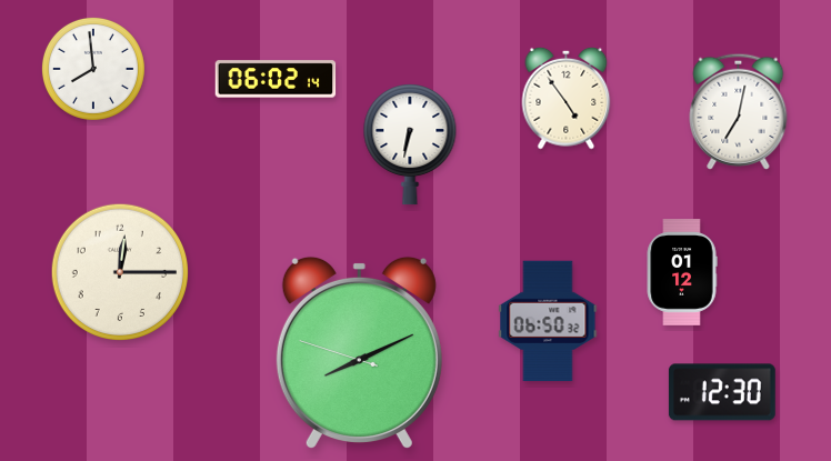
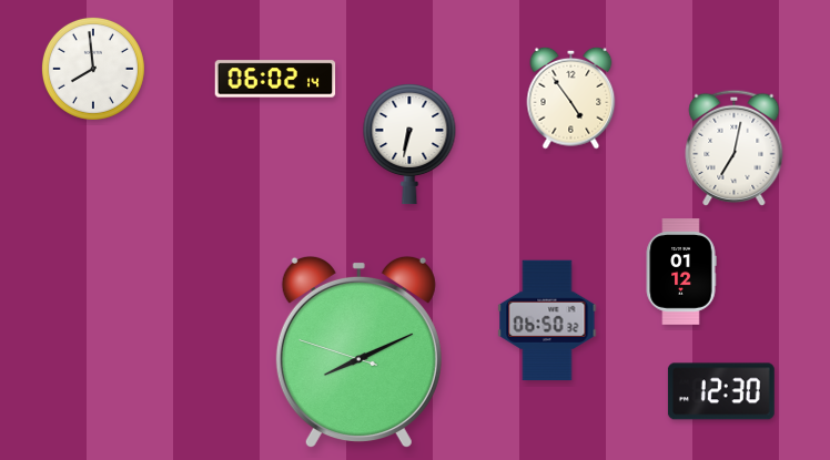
clock at (567, 98) position: (567, 98) -> (571, 98)
clock at (739, 111) position: (739, 111) -> (735, 147)
clock at (119, 271): 12:15 -> none
